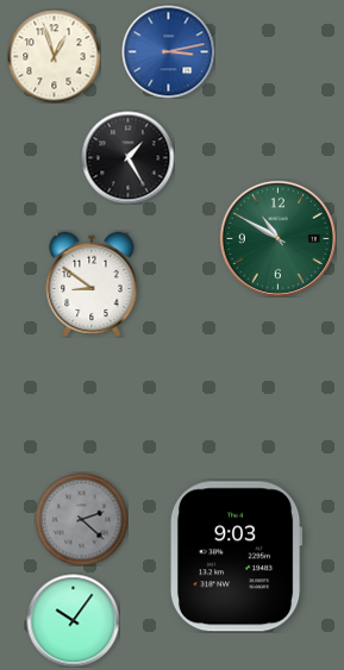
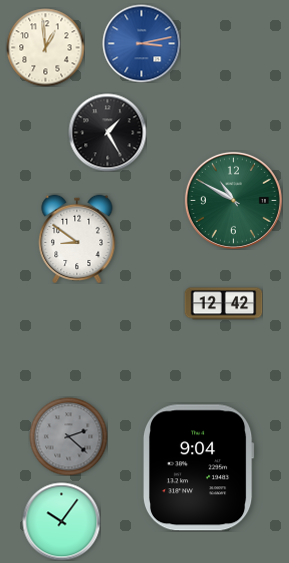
clock at (54, 56): 12:57 -> 12:59
clock at (223, 304): none -> 12:42
clock at (236, 557): 9:03 -> 9:04
